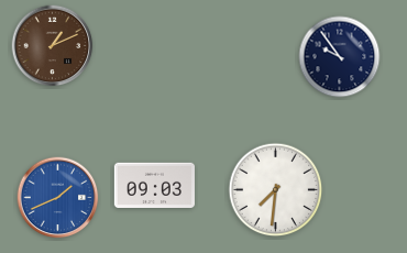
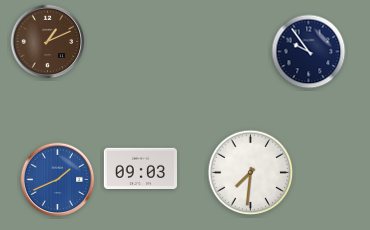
clock at (58, 198) position: (58, 198) -> (58, 180)
